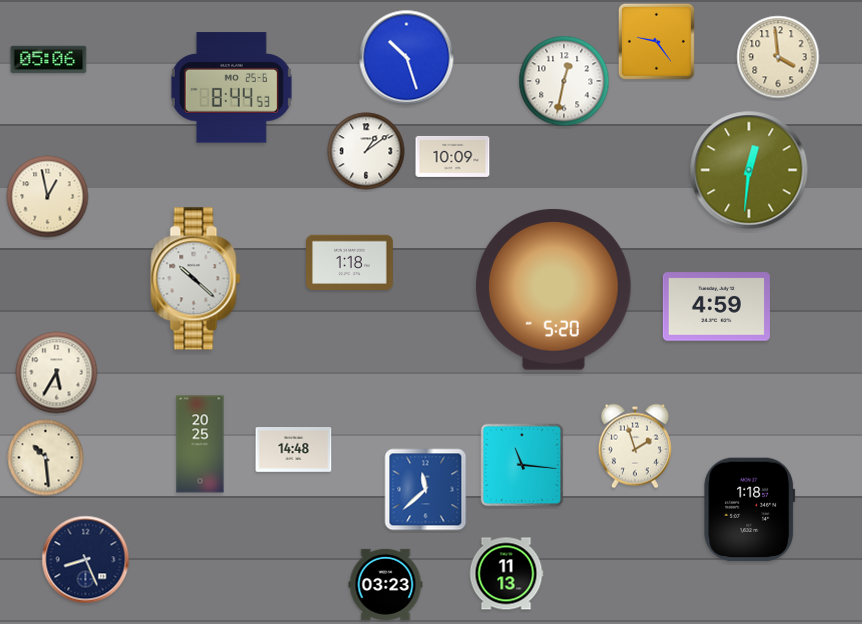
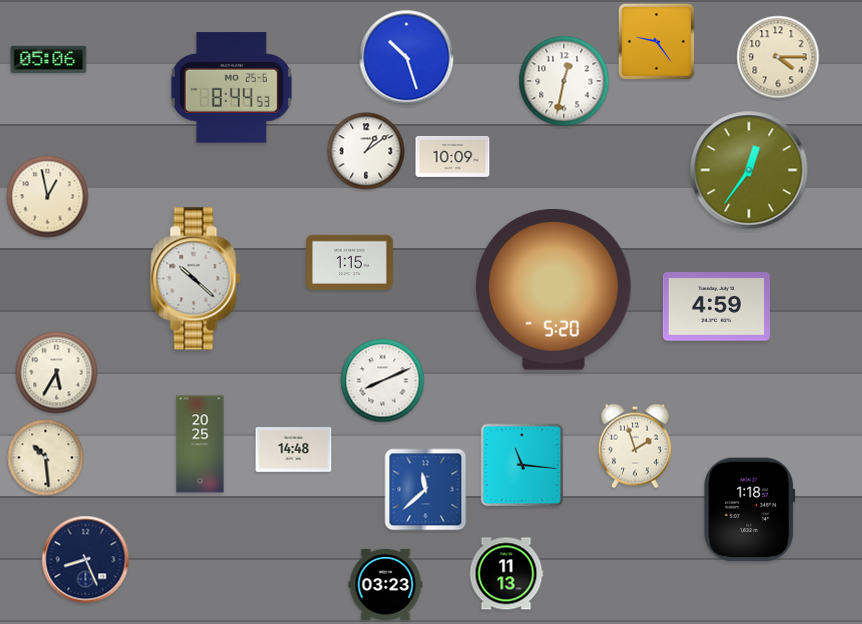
clock at (778, 57): 3:59 -> 4:15
clock at (749, 170): 12:31 -> 12:36
clock at (350, 262): 1:18 -> 1:15
clock at (383, 381): none -> 8:11
